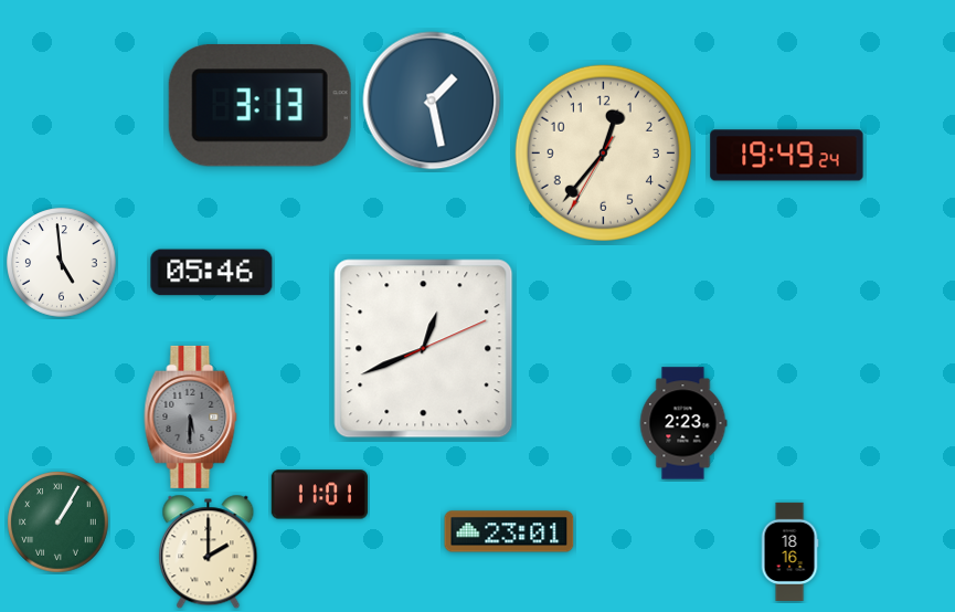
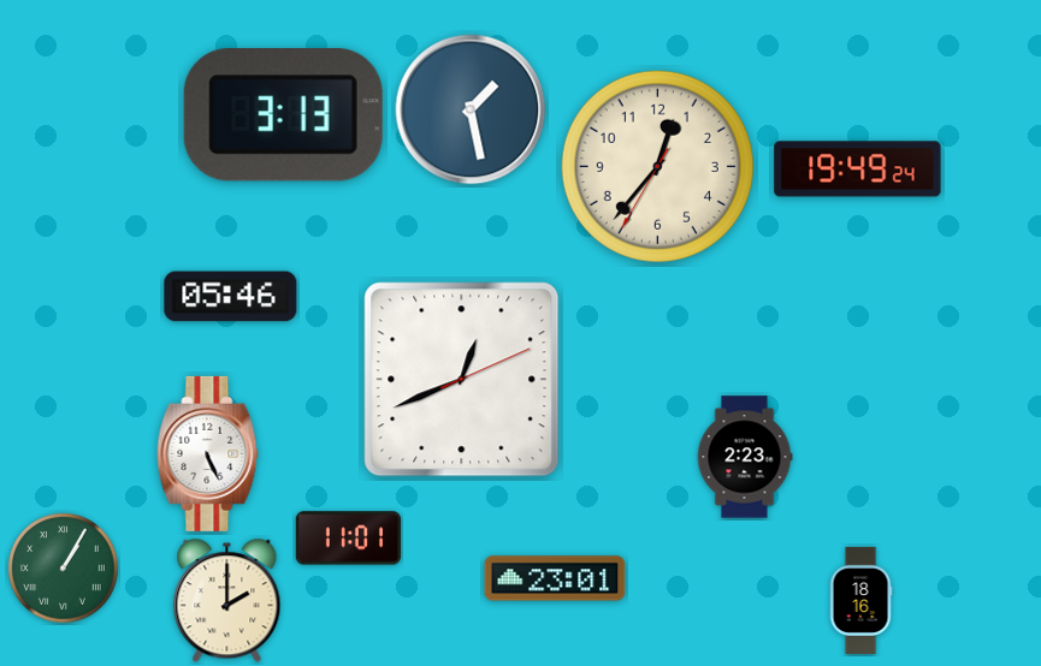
clock at (62, 263): 4:59 -> none
clock at (191, 416): 5:30 -> 5:26
clock at (191, 416) dial: grey -> white
clock at (683, 423) position: (683, 423) -> (745, 457)
